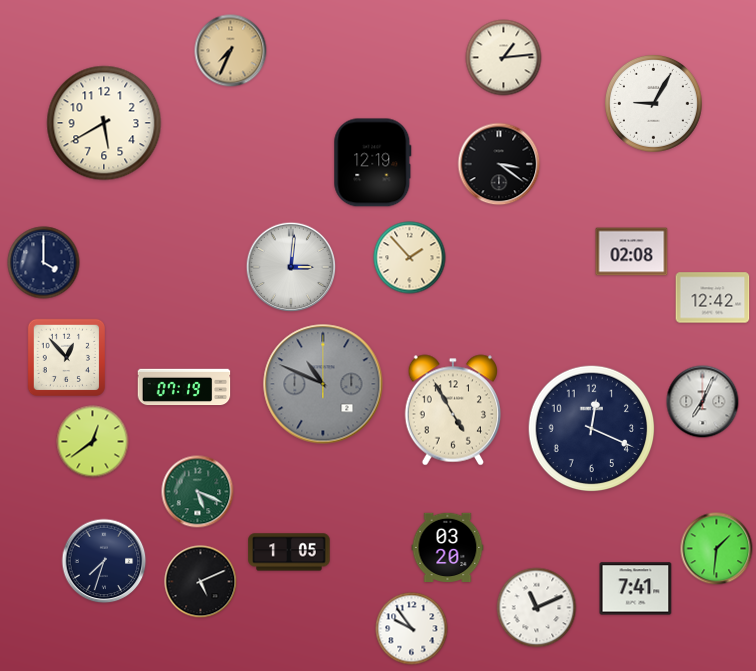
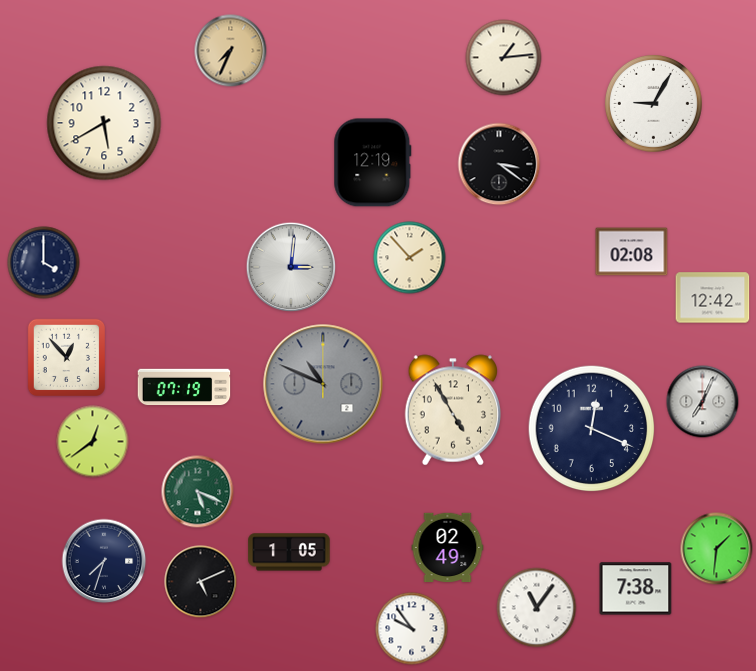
clock at (448, 548): 03:20 -> 02:49
clock at (636, 589): 7:41 -> 7:38
clock at (537, 608): 11:11 -> 11:06
